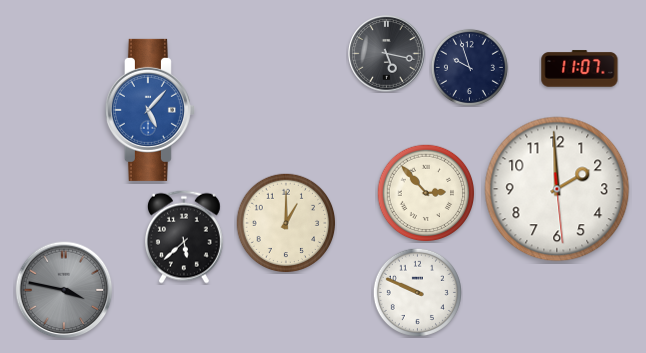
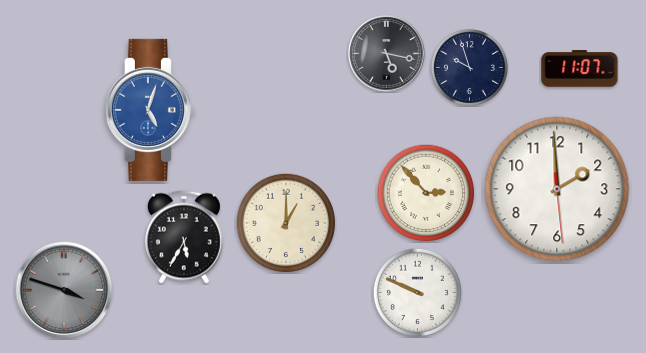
clock at (150, 110): 5:07 -> 5:03
clock at (184, 237): 5:38 -> 5:35
clock at (64, 290): 3:47 -> 3:48
